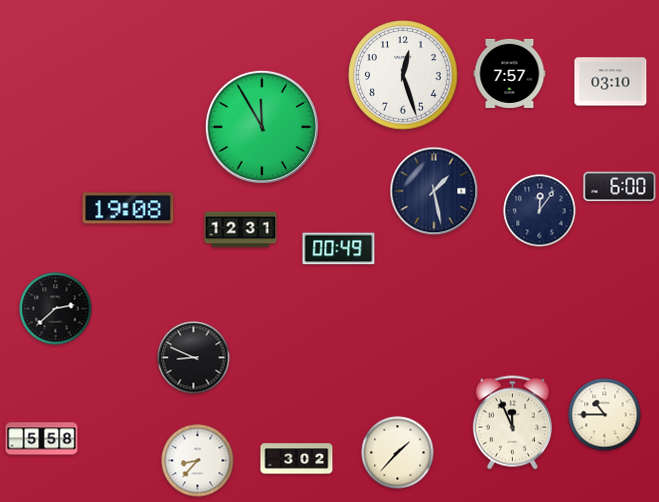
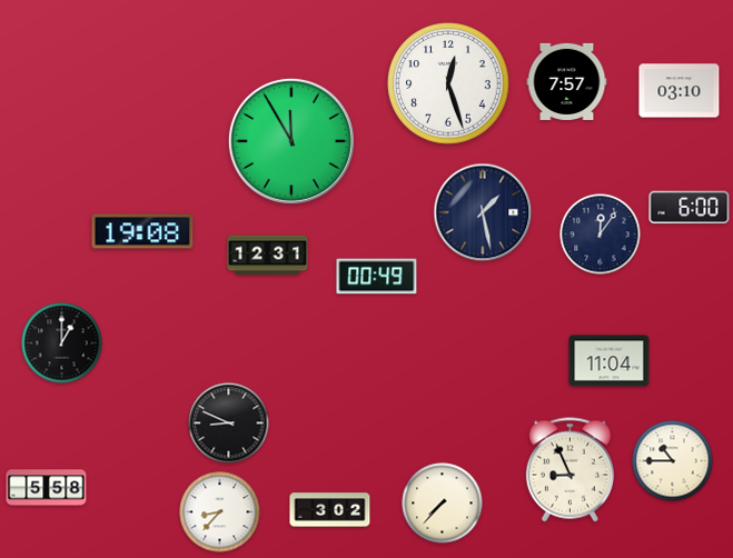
clock at (56, 309): 2:38 -> 1:00
clock at (610, 361): none -> 11:04
clock at (194, 358) position: (194, 358) -> (229, 424)
clock at (512, 423): 11:56 -> 8:56
clock at (398, 453): 1:37 -> 7:37
